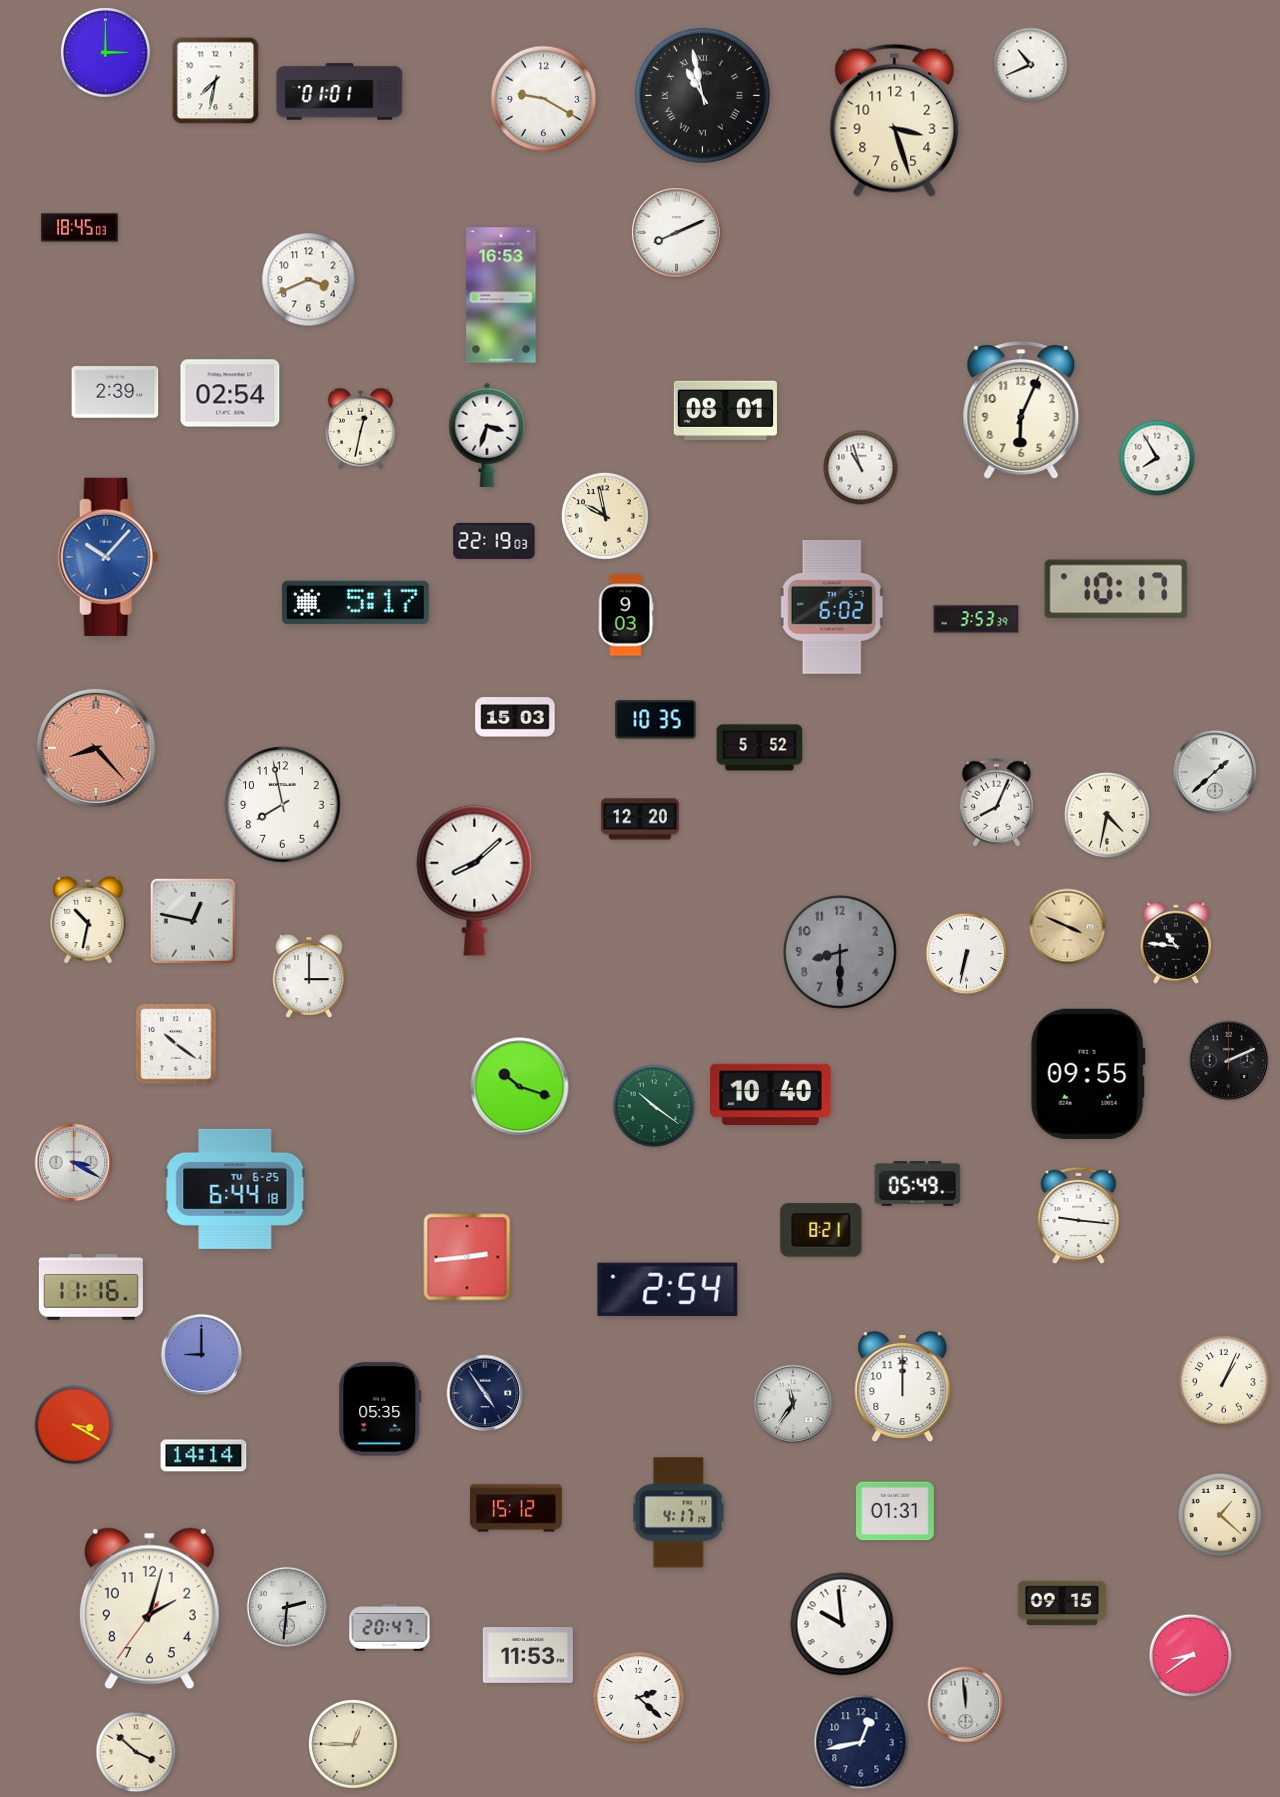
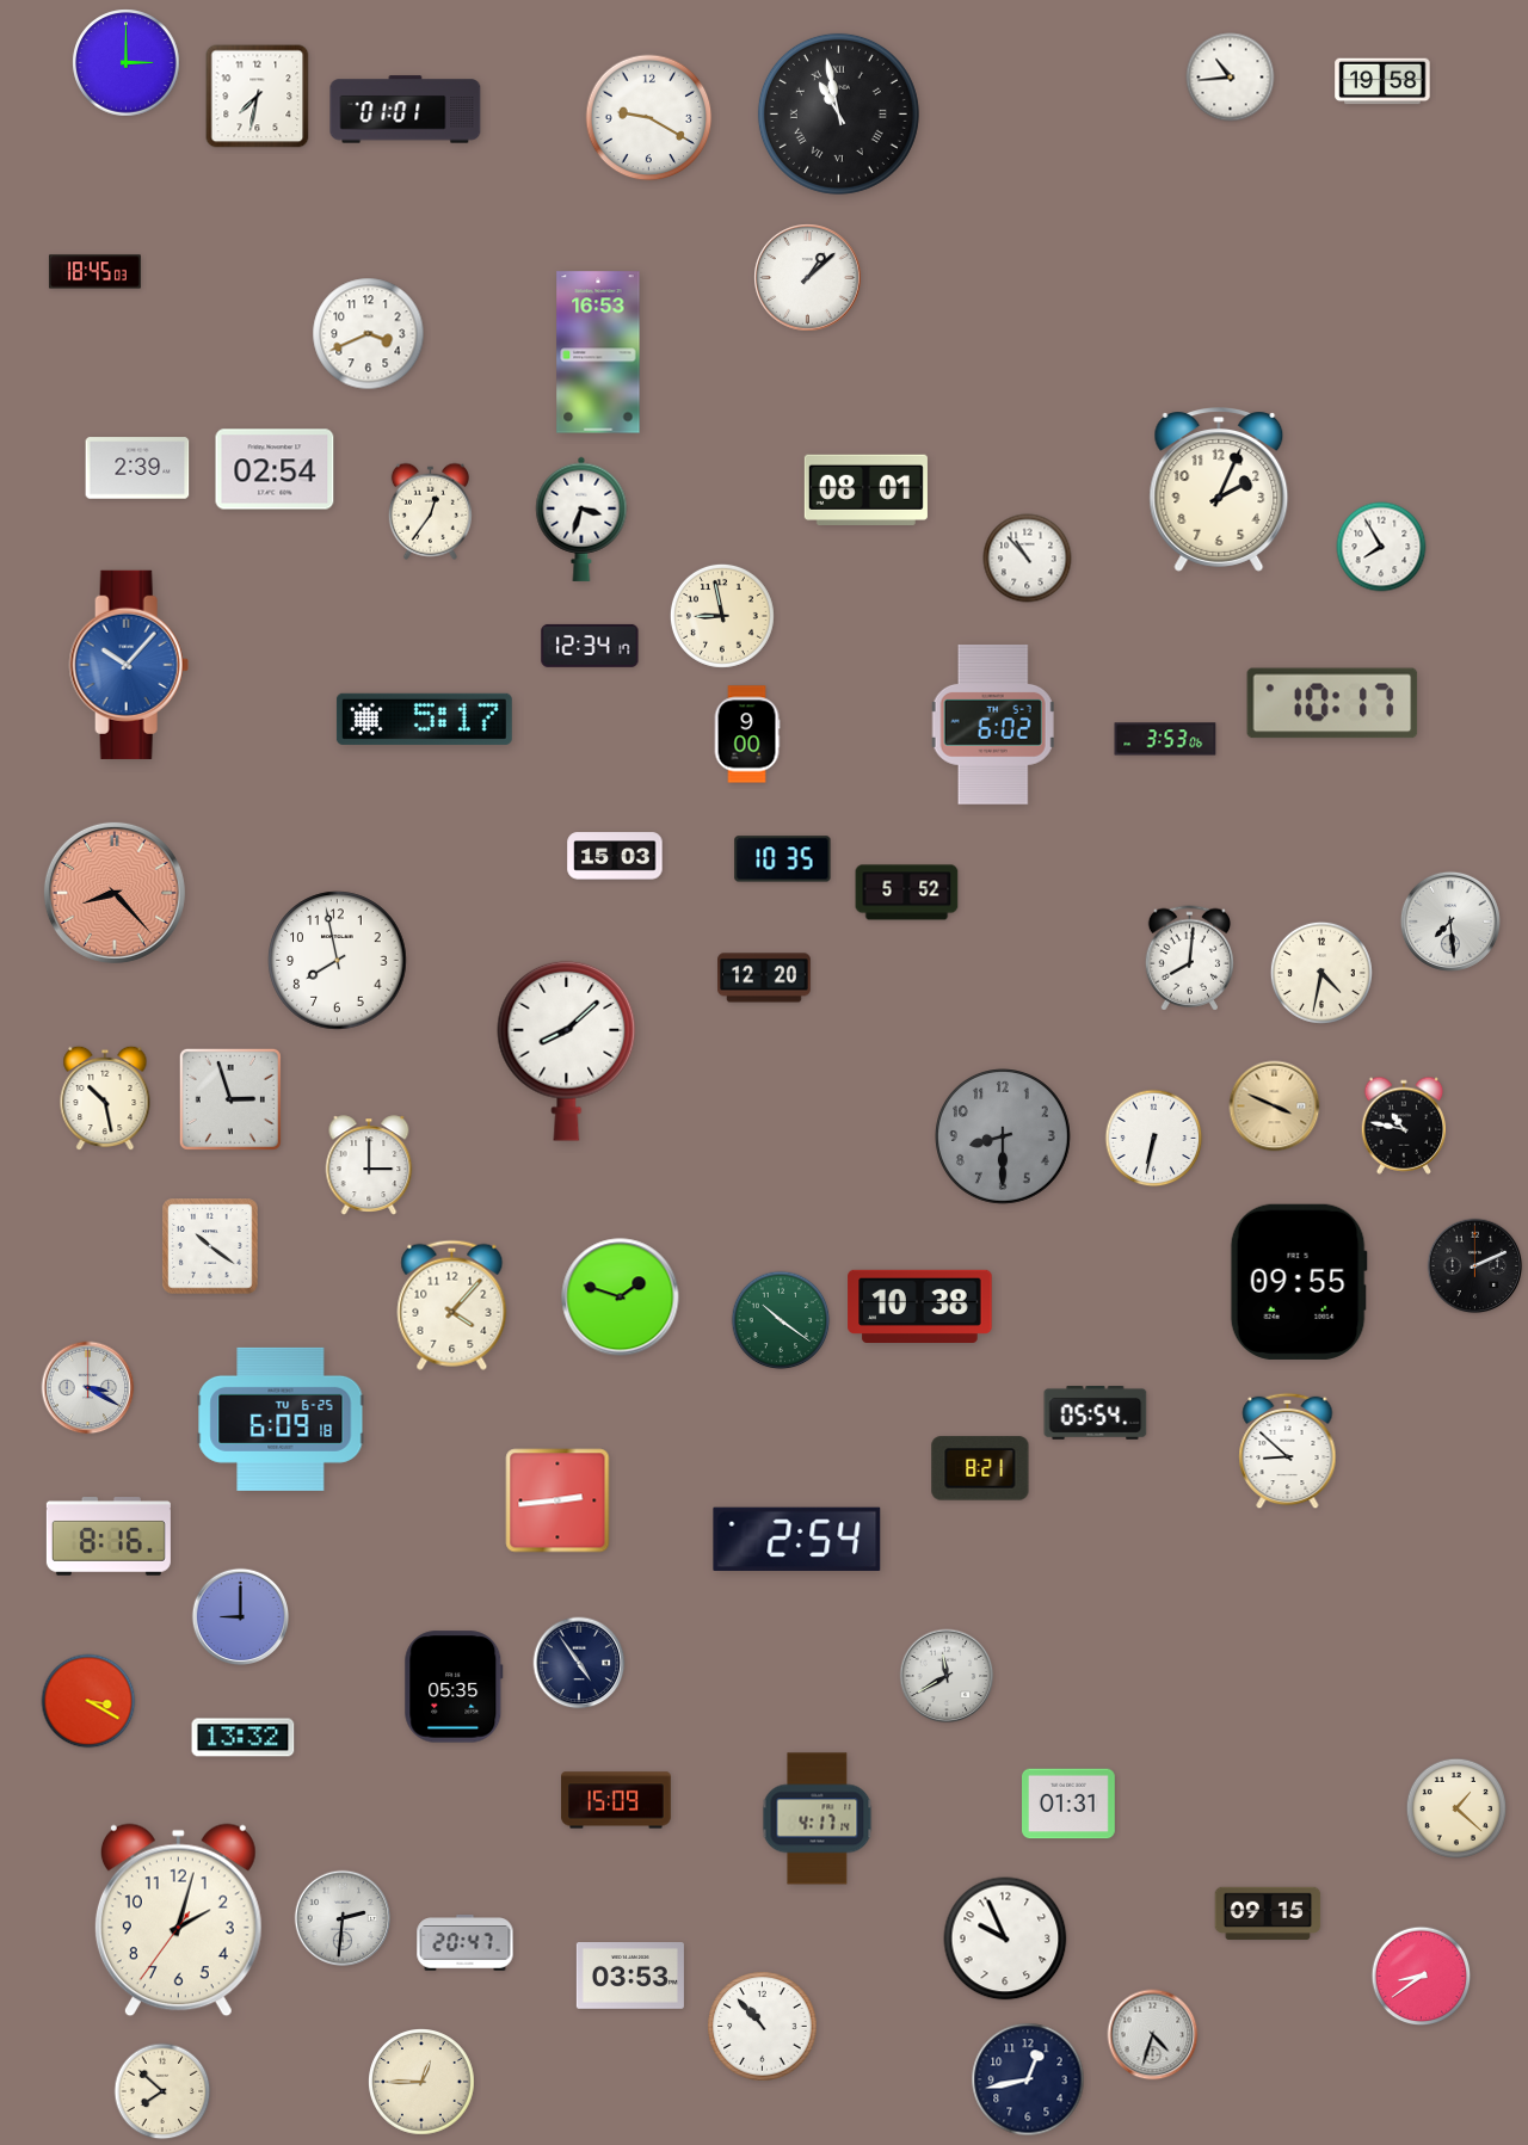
clock at (1031, 65): 10:41 -> 10:44
clock at (1382, 81): none -> 19:58
clock at (895, 120): 3:27 -> none
clock at (677, 233): 8:11 -> 1:08
clock at (1021, 411): 6:04 -> 2:04
clock at (360, 428): 12:32 -> 12:36
clock at (861, 468): 10:57 -> 10:53
clock at (605, 516): 9:58 -> 8:58
clock at (494, 541): 22:19 -> 12:34
clock at (626, 615): 9:03 -> 9:00
clock at (976, 619): 3:53:39 -> 3:53:06
clock at (1215, 772): 1:38 -> 7:29
clock at (996, 803): 8:04 -> 8:01
clock at (88, 920): 10:32 -> 10:28
clock at (193, 921): 12:47 -> 2:57
clock at (1176, 943): 10:46 -> 10:47
clock at (1229, 1061) position: (1229, 1061) -> (1475, 1266)
clock at (520, 1087): 10:18 -> 1:48
clock at (452, 1305): none -> 4:07
clock at (771, 1094): 10:40 -> 10:38
clock at (918, 1184): 05:49 -> 05:54
clock at (235, 1189): 6:44 -> 6:09
clock at (1079, 1216): 9:16 -> 8:52
clock at (91, 1287): 11:16 -> 8:16
clock at (1224, 1381): 1:04 -> none
clock at (903, 1387): 12:00 -> none
clock at (793, 1404): 11:36 -> 11:40
clock at (380, 1409) position: (380, 1409) -> (454, 1687)
clock at (204, 1456): 14:14 -> 13:32
clock at (516, 1508): 15:12 -> 15:09
clock at (679, 1513) position: (679, 1513) -> (818, 1819)
clock at (842, 1624): 9:59 -> 9:56
clock at (528, 1656): 11:53 -> 03:53
clock at (639, 1698): 2:22 -> 10:53
clock at (966, 1705): 11:59 -> 4:33
clock at (136, 1752): 3:52 -> 7:52
